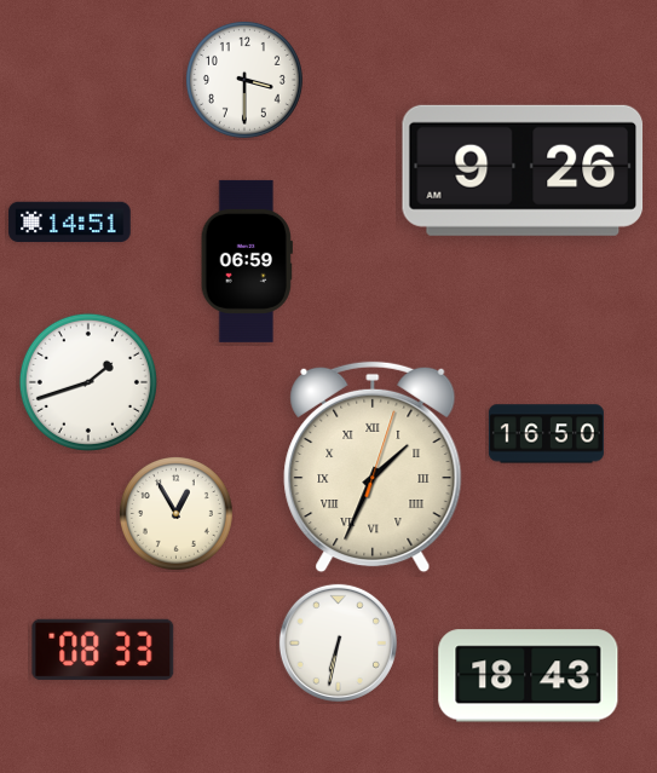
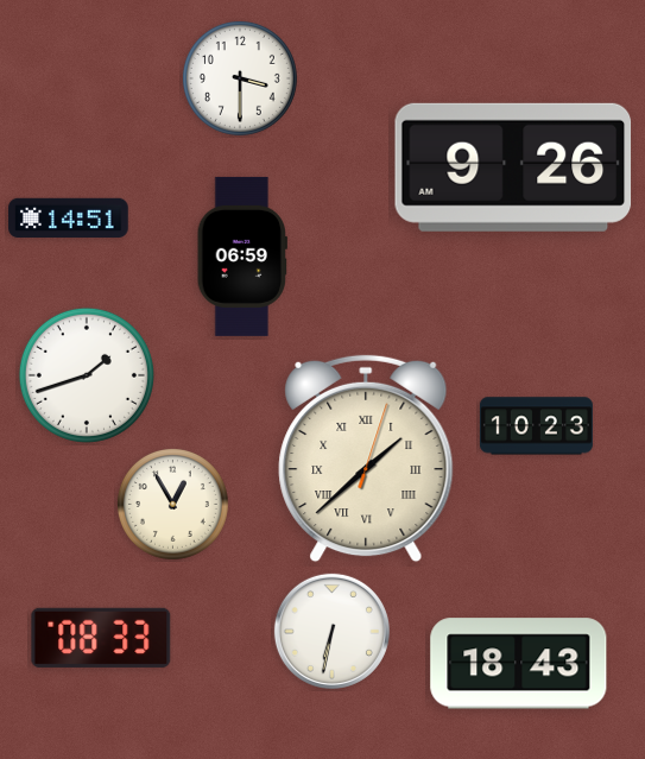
clock at (546, 434): 16:50 -> 10:23
clock at (373, 467): 1:34 -> 1:38
